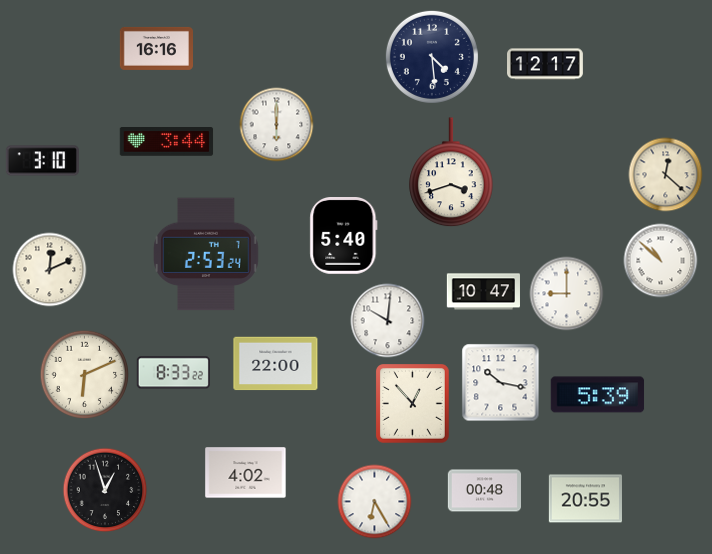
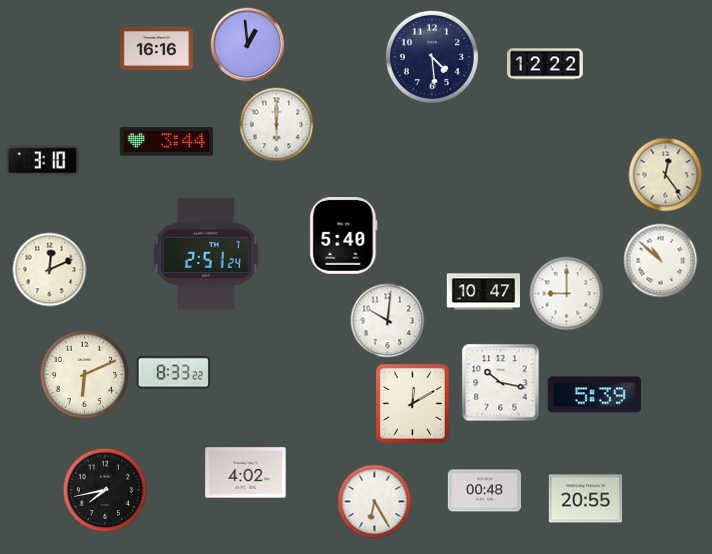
clock at (248, 45): none -> 12:59
clock at (546, 64): 12:17 -> 12:22
clock at (451, 173): 3:42 -> none
clock at (666, 175): 12:22 -> 12:24
clock at (206, 254): 2:53 -> 2:51
clock at (276, 364): 22:00 -> none
clock at (598, 395) position: (598, 395) -> (595, 395)
clock at (413, 404): 12:53 -> 12:10
clock at (105, 490): 12:57 -> 7:43
